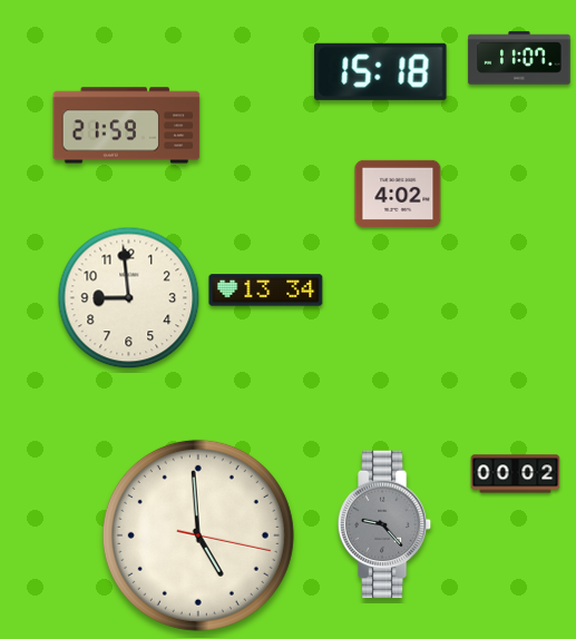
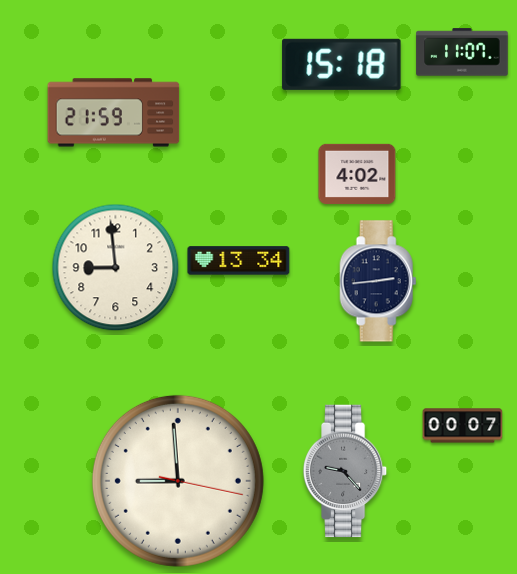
clock at (519, 58) position: (519, 58) -> (462, 52)
clock at (378, 281): none -> 2:44
clock at (516, 474): 00:02 -> 00:07
clock at (198, 535): 4:59 -> 8:59
